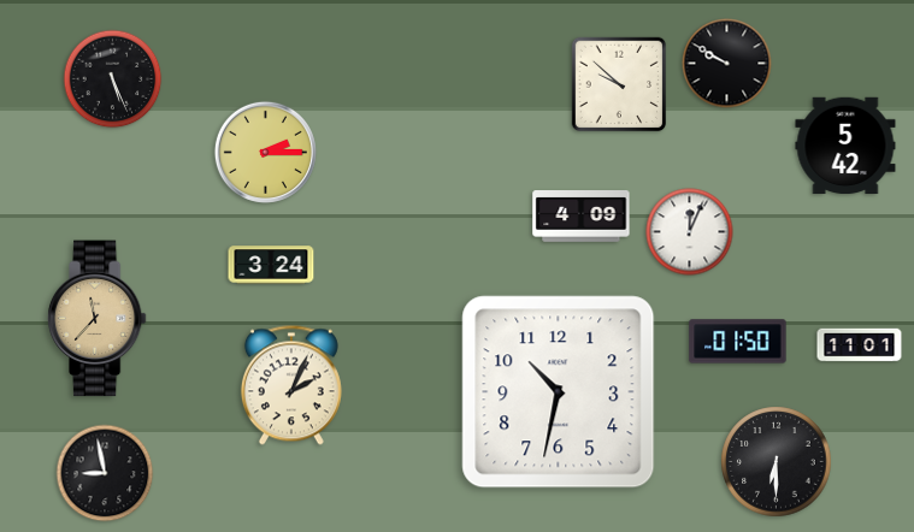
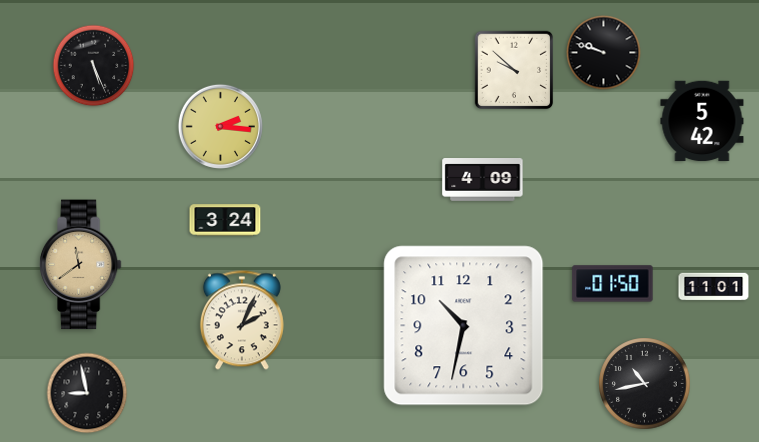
clock at (727, 64): 9:50 -> 9:48
clock at (265, 152): 2:15 -> 2:16
clock at (690, 232): 12:04 -> none
clock at (96, 319): 11:37 -> 11:39
clock at (777, 462): 6:30 -> 10:43
